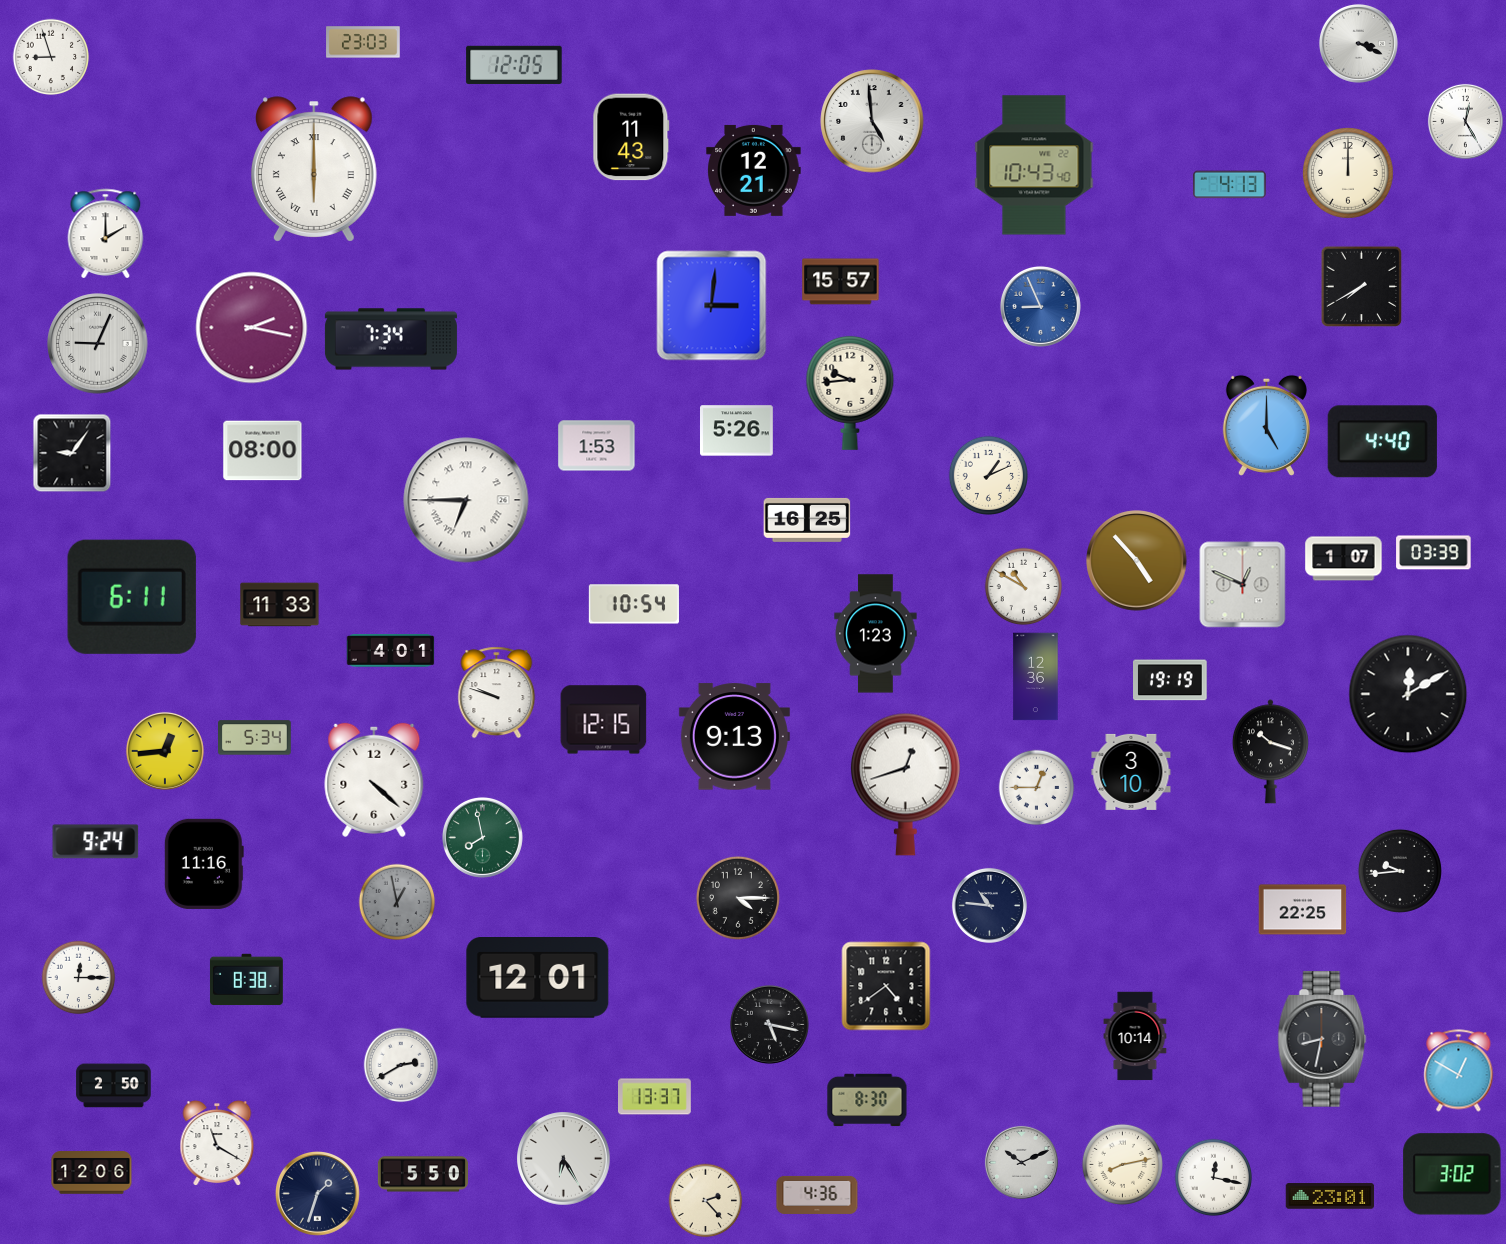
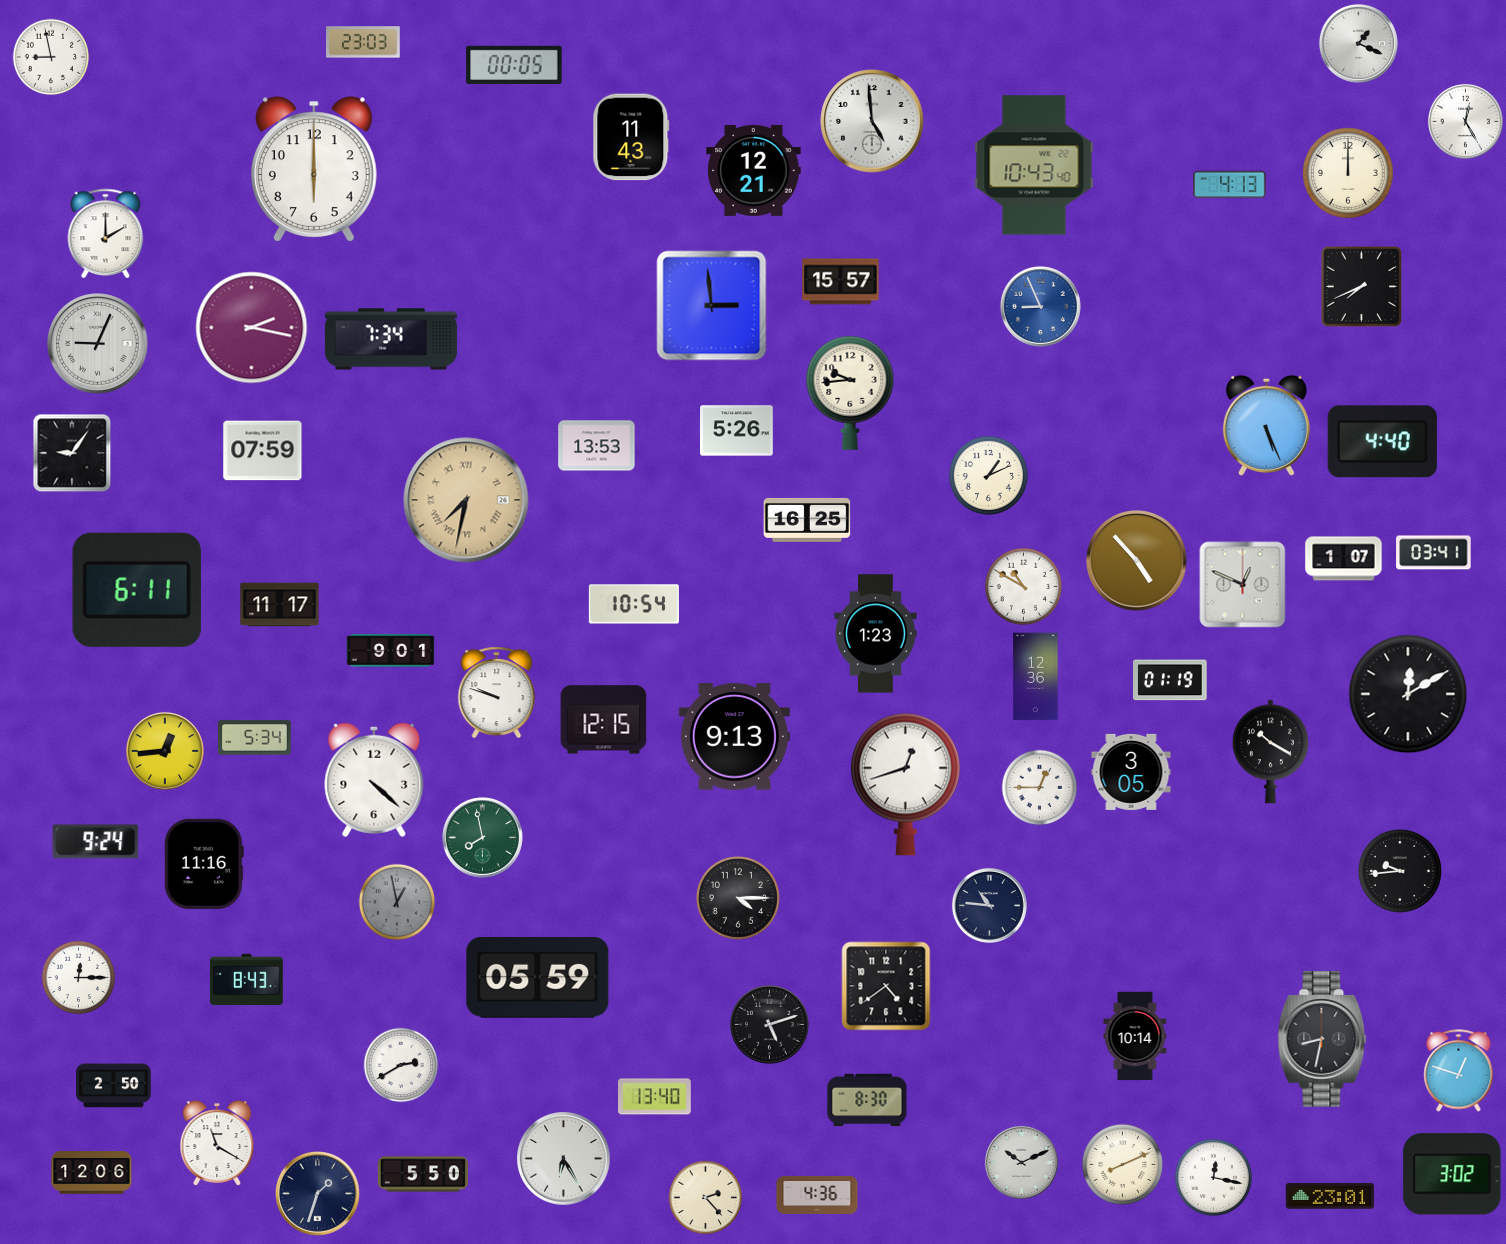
clock at (1358, 43): 3:19 -> 1:19
clock at (51, 57): 8:57 -> 8:58
clock at (514, 64): 12:05 -> 00:05
clock at (314, 169) numerals: Roman -> Arabic
clock at (1362, 287): 7:40 -> 7:41
clock at (712, 306): 3:01 -> 2:59
clock at (1266, 425): 5:00 -> 5:26
clock at (597, 446): 1:53 -> 13:53
clock at (263, 451): 08:00 -> 07:59
clock at (466, 500): 6:45 -> 7:32
clock at (466, 500) dial: white -> champagne
clock at (1434, 553): 03:39 -> 03:41
clock at (132, 597) position: (132, 597) -> (137, 590)
clock at (280, 605): 11:33 -> 11:17
clock at (391, 651): 4:01 -> 9:01
clock at (1171, 680): 19:19 -> 01:19
clock at (1270, 752): 10:18 -> 10:20
clock at (1131, 772): 3:10 -> 3:05
clock at (1037, 788) position: (1037, 788) -> (1040, 788)
clock at (1303, 910): 22:25 -> none
clock at (538, 978): 12:01 -> 05:59
clock at (247, 980): 8:38 -> 8:43
clock at (769, 1024): 5:17 -> 5:12
clock at (1459, 1071): 12:50 -> 12:48
clock at (655, 1097): 13:37 -> 13:40
clock at (1122, 1164): 8:13 -> 8:11
clock at (706, 1201) position: (706, 1201) -> (706, 1198)
